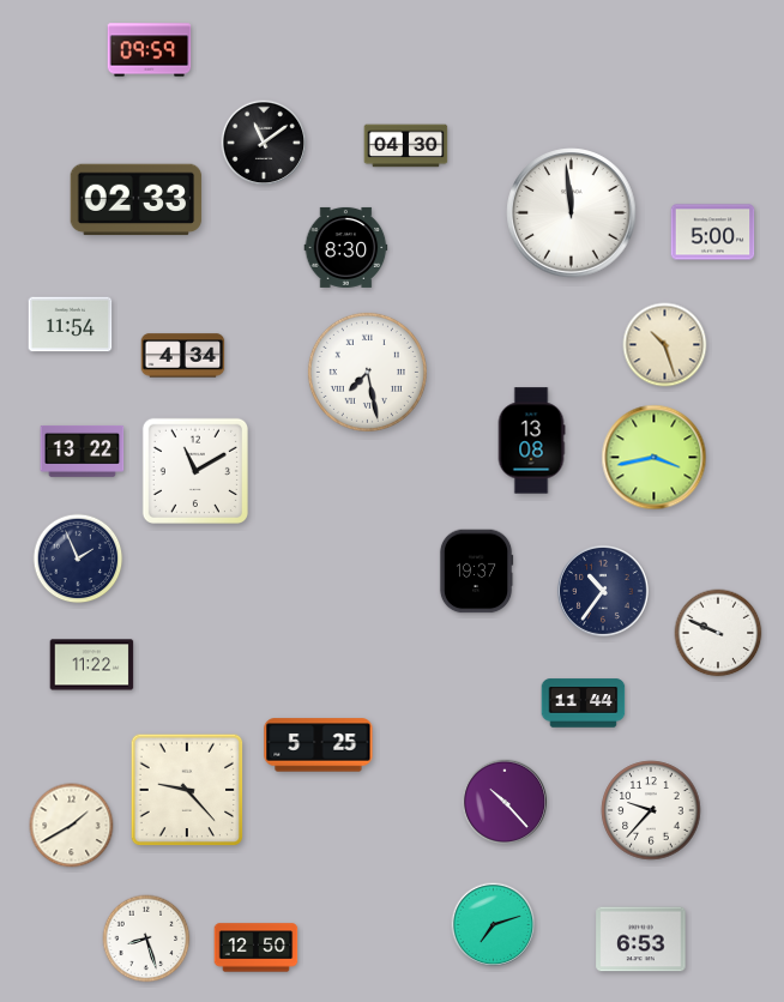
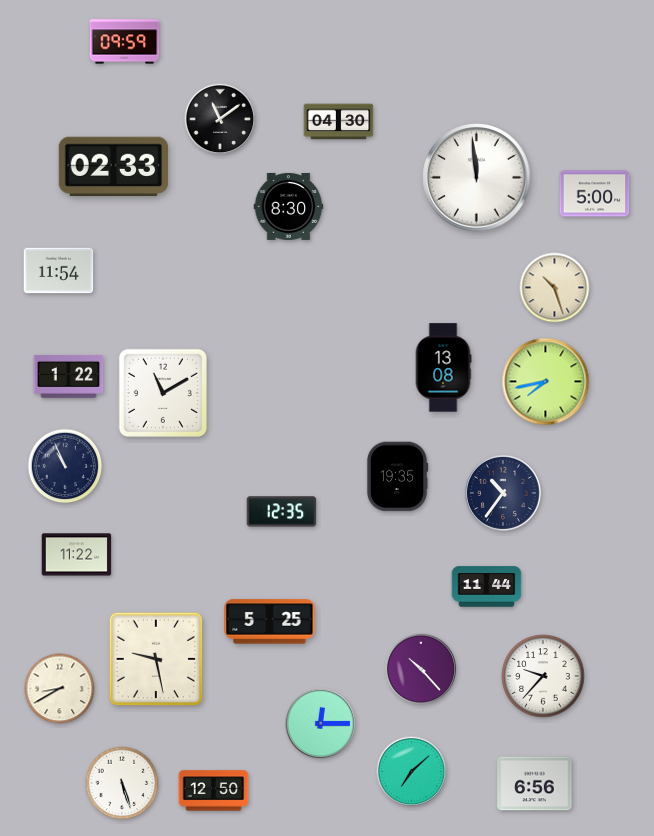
clock at (183, 356): 4:34 -> none
clock at (367, 372): 7:28 -> none
clock at (83, 451): 13:22 -> 1:22
clock at (655, 458): 3:43 -> 7:43
clock at (78, 559): 1:56 -> 10:56
clock at (476, 572): 19:37 -> 19:35
clock at (282, 512): none -> 12:35
clock at (718, 633): 9:49 -> none
clock at (319, 746) position: (319, 746) -> (270, 622)
clock at (187, 790): 9:23 -> 9:28
clock at (72, 826): 1:40 -> 8:40
clock at (321, 724): none -> 12:15
clock at (494, 925): 7:12 -> 7:08
clock at (146, 938): 8:27 -> 5:27
clock at (641, 940): 6:53 -> 6:56
